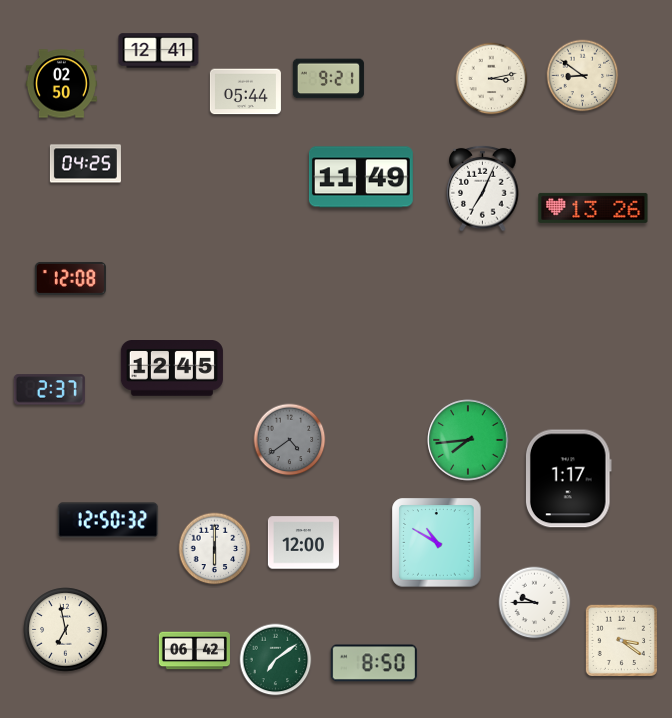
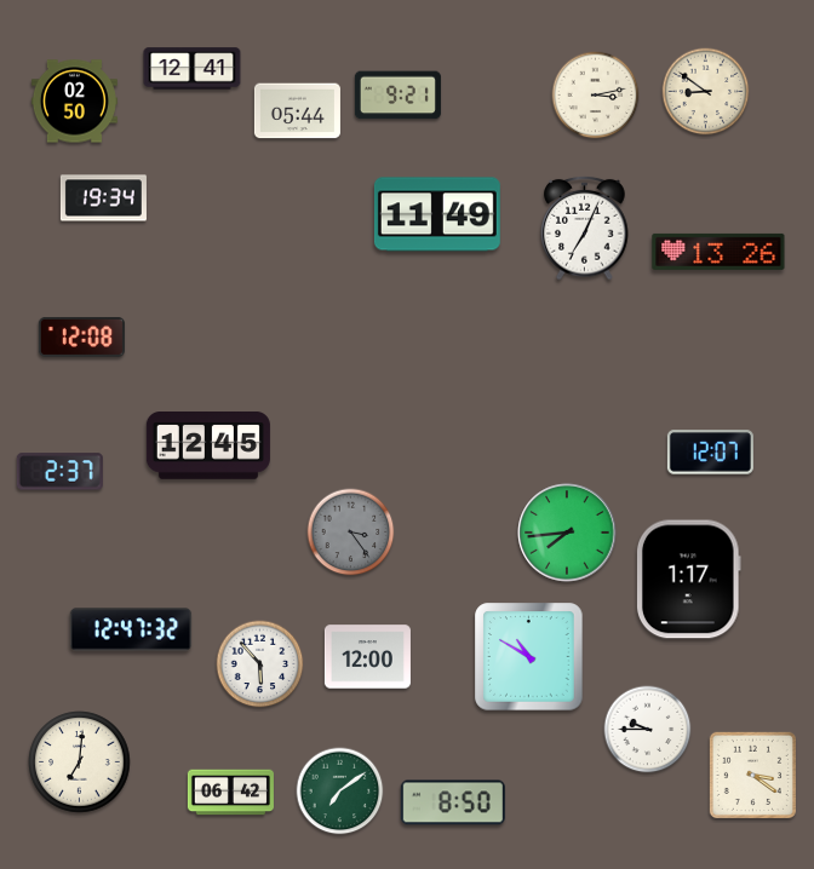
clock at (159, 51) position: (159, 51) -> (193, 69)
clock at (85, 164): 04:25 -> 19:34
clock at (70, 278) position: (70, 278) -> (81, 336)
clock at (710, 453): none -> 12:07
clock at (290, 440): 4:39 -> 3:24
clock at (108, 520): 12:50 -> 12:47
clock at (215, 549): 6:00 -> 5:53
clock at (66, 630): 6:58 -> 7:01
clock at (194, 651) position: (194, 651) -> (230, 793)
clock at (276, 660) position: (276, 660) -> (340, 792)
